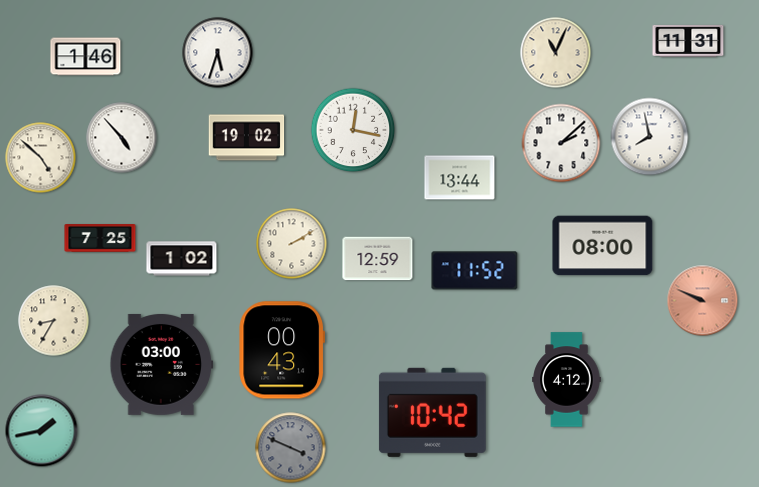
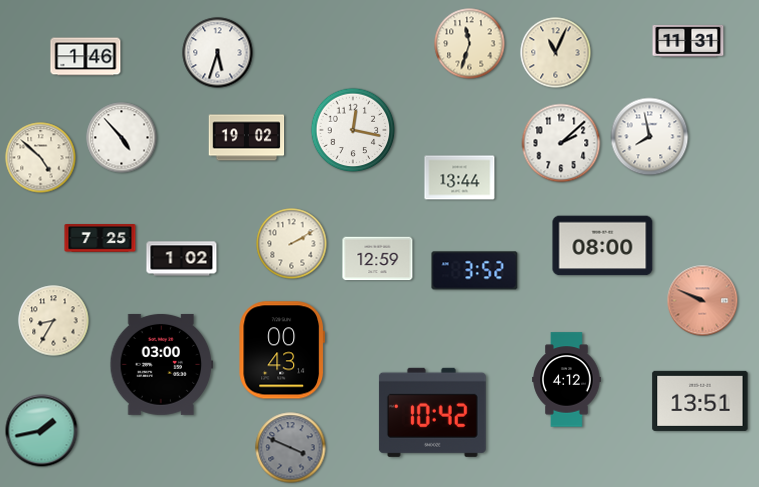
clock at (470, 44): none -> 11:33
clock at (475, 271): 11:52 -> 3:52
clock at (700, 401): none -> 13:51
